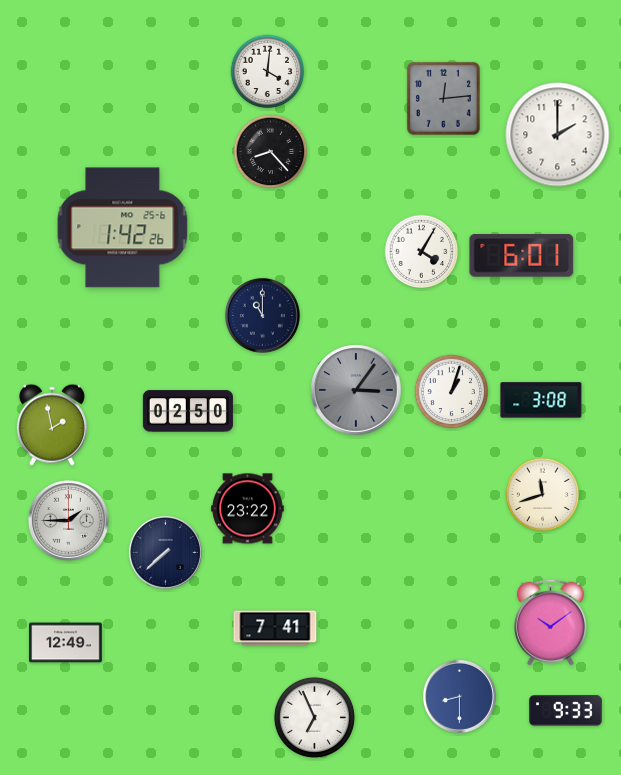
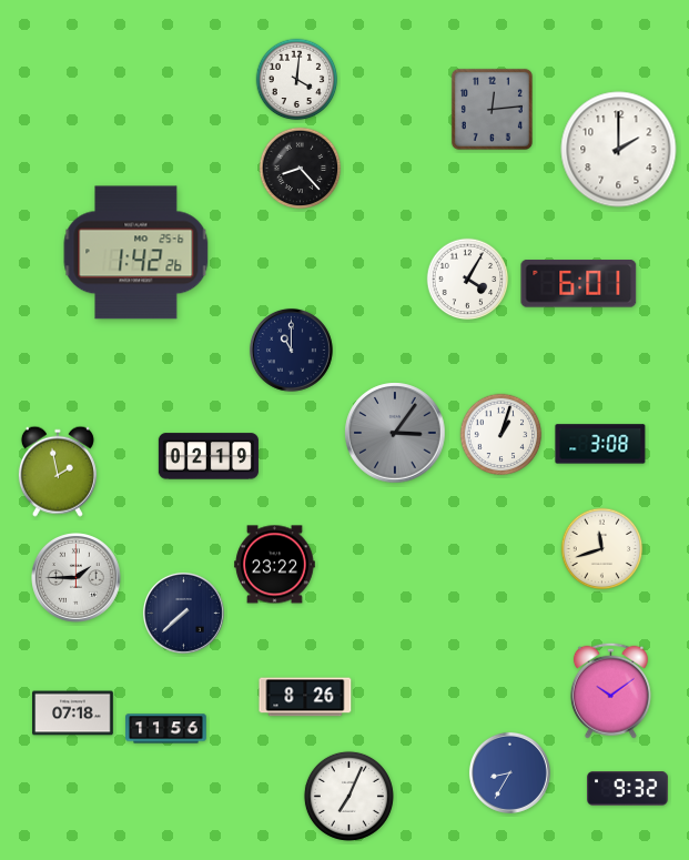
clock at (188, 411): 02:50 -> 02:19
clock at (275, 628): 7:41 -> 8:26
clock at (66, 643): 12:49 -> 07:18
clock at (166, 729): none -> 11:56
clock at (459, 696): 8:30 -> 8:35
clock at (566, 711): 9:33 -> 9:32
clock at (314, 717): 6:56 -> 7:04
